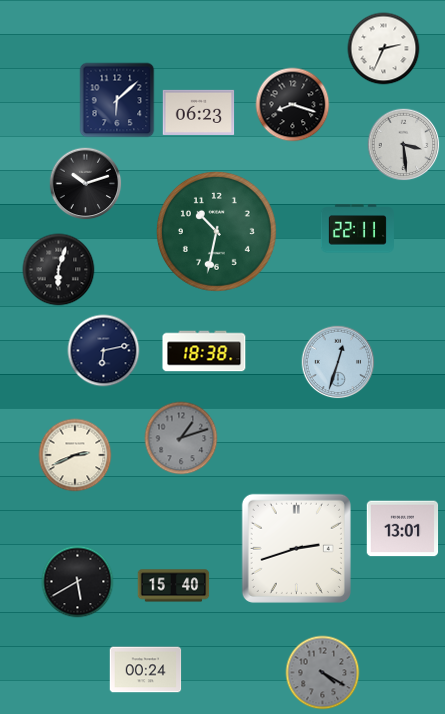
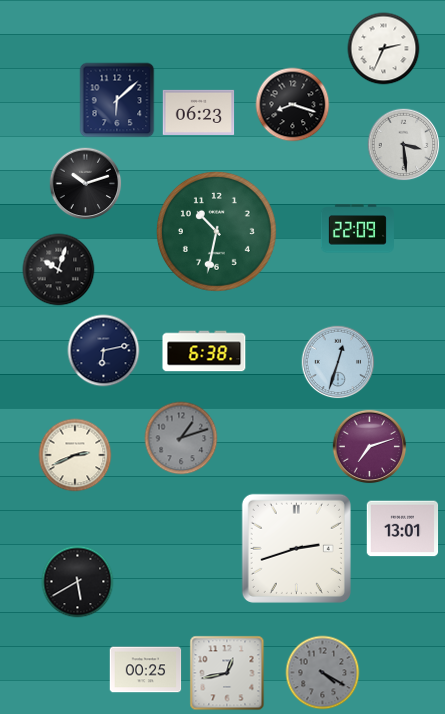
clock at (357, 229): 22:11 -> 22:09
clock at (59, 270): 6:03 -> 10:03
clock at (204, 351): 18:38 -> 6:38
clock at (370, 447): none -> 7:12
clock at (174, 586): 15:40 -> none
clock at (146, 670): 00:24 -> 00:25
clock at (227, 673): none -> 12:43
